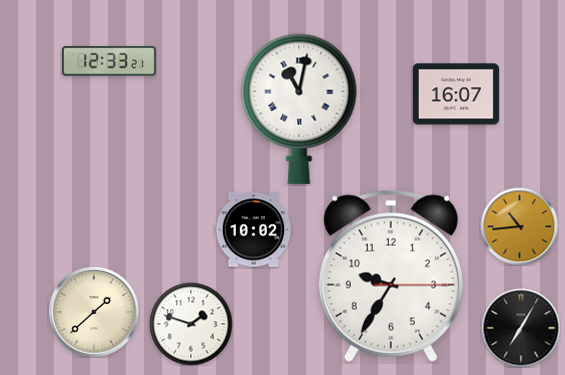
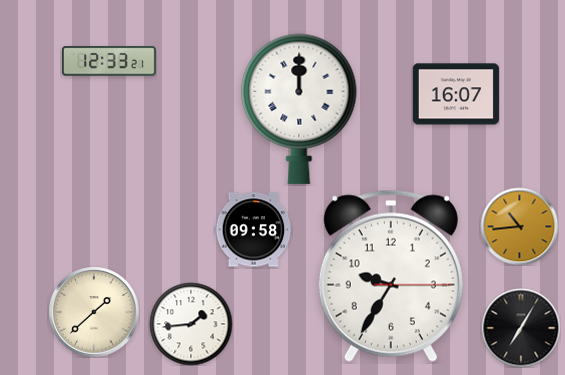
clock at (299, 109): 11:02 -> 12:00
clock at (253, 230): 10:02 -> 09:58
clock at (191, 324): 1:48 -> 1:44
